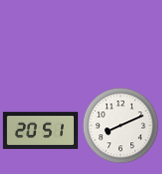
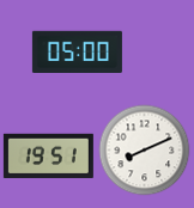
clock at (77, 51): none -> 05:00
clock at (40, 130): 20:51 -> 19:51
